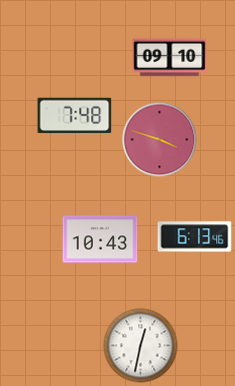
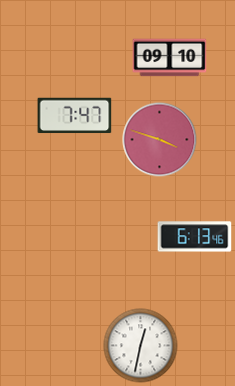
clock at (75, 116): 7:48 -> 7:47
clock at (100, 239): 10:43 -> none
